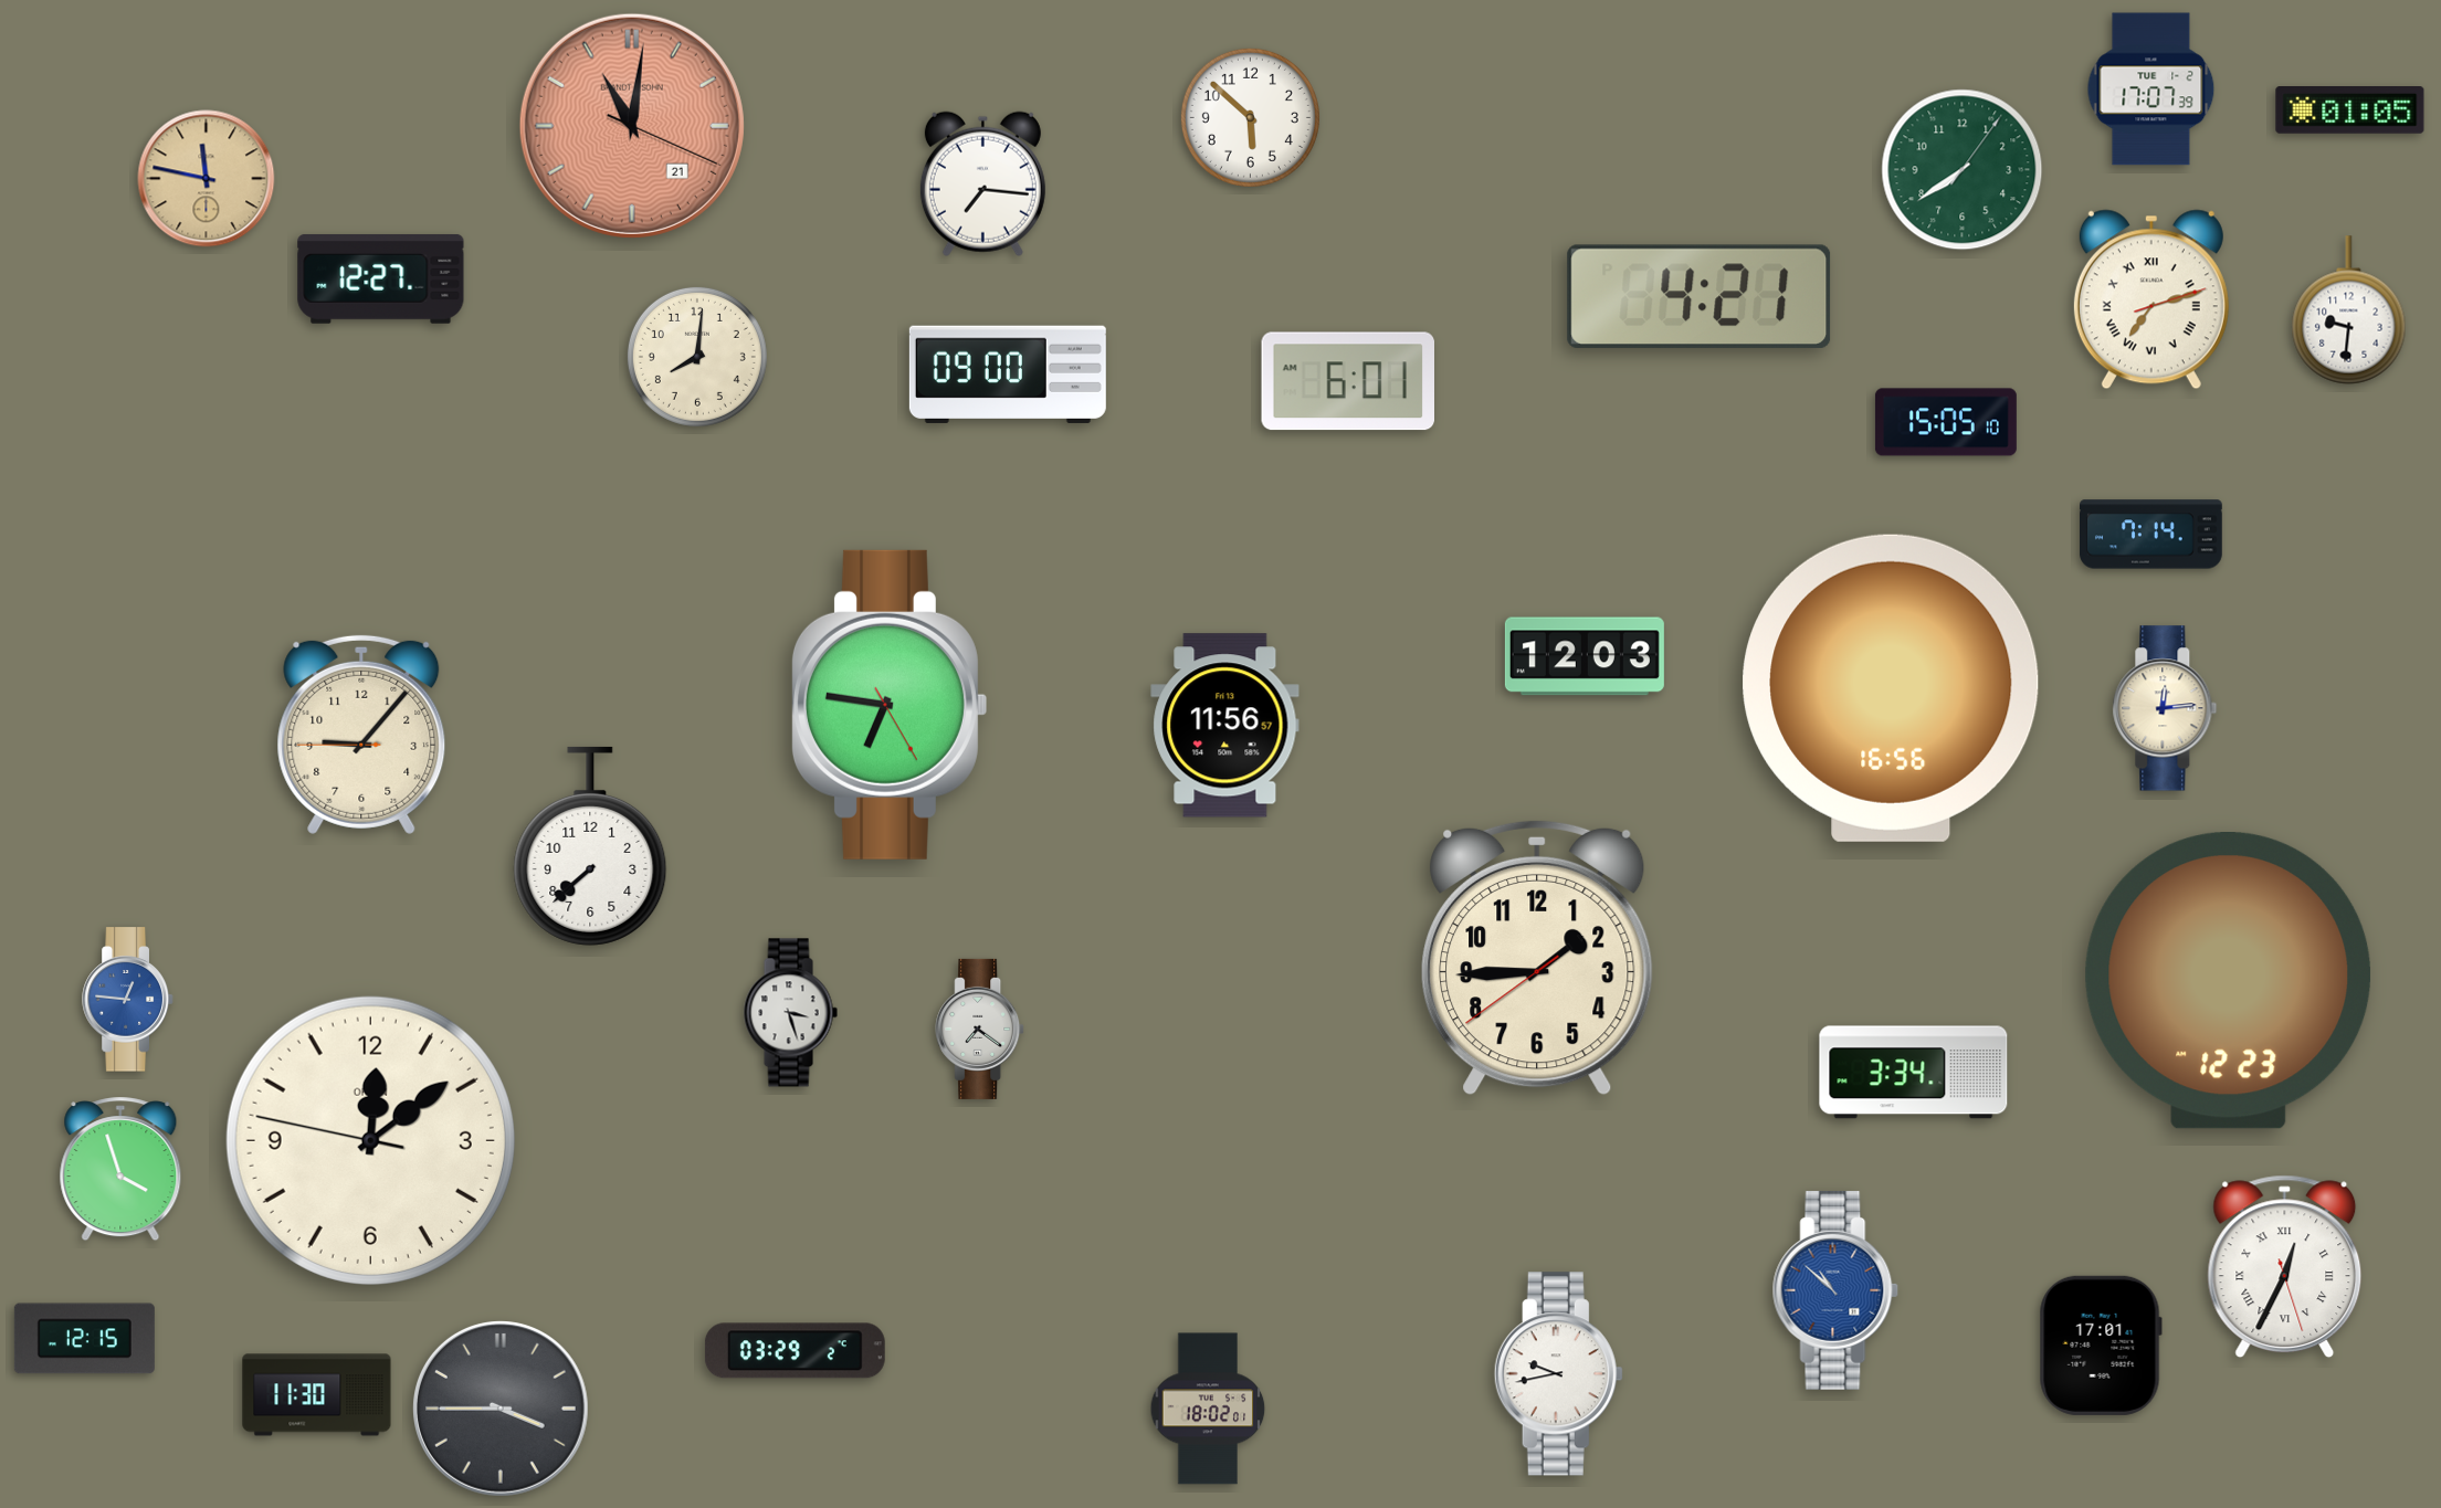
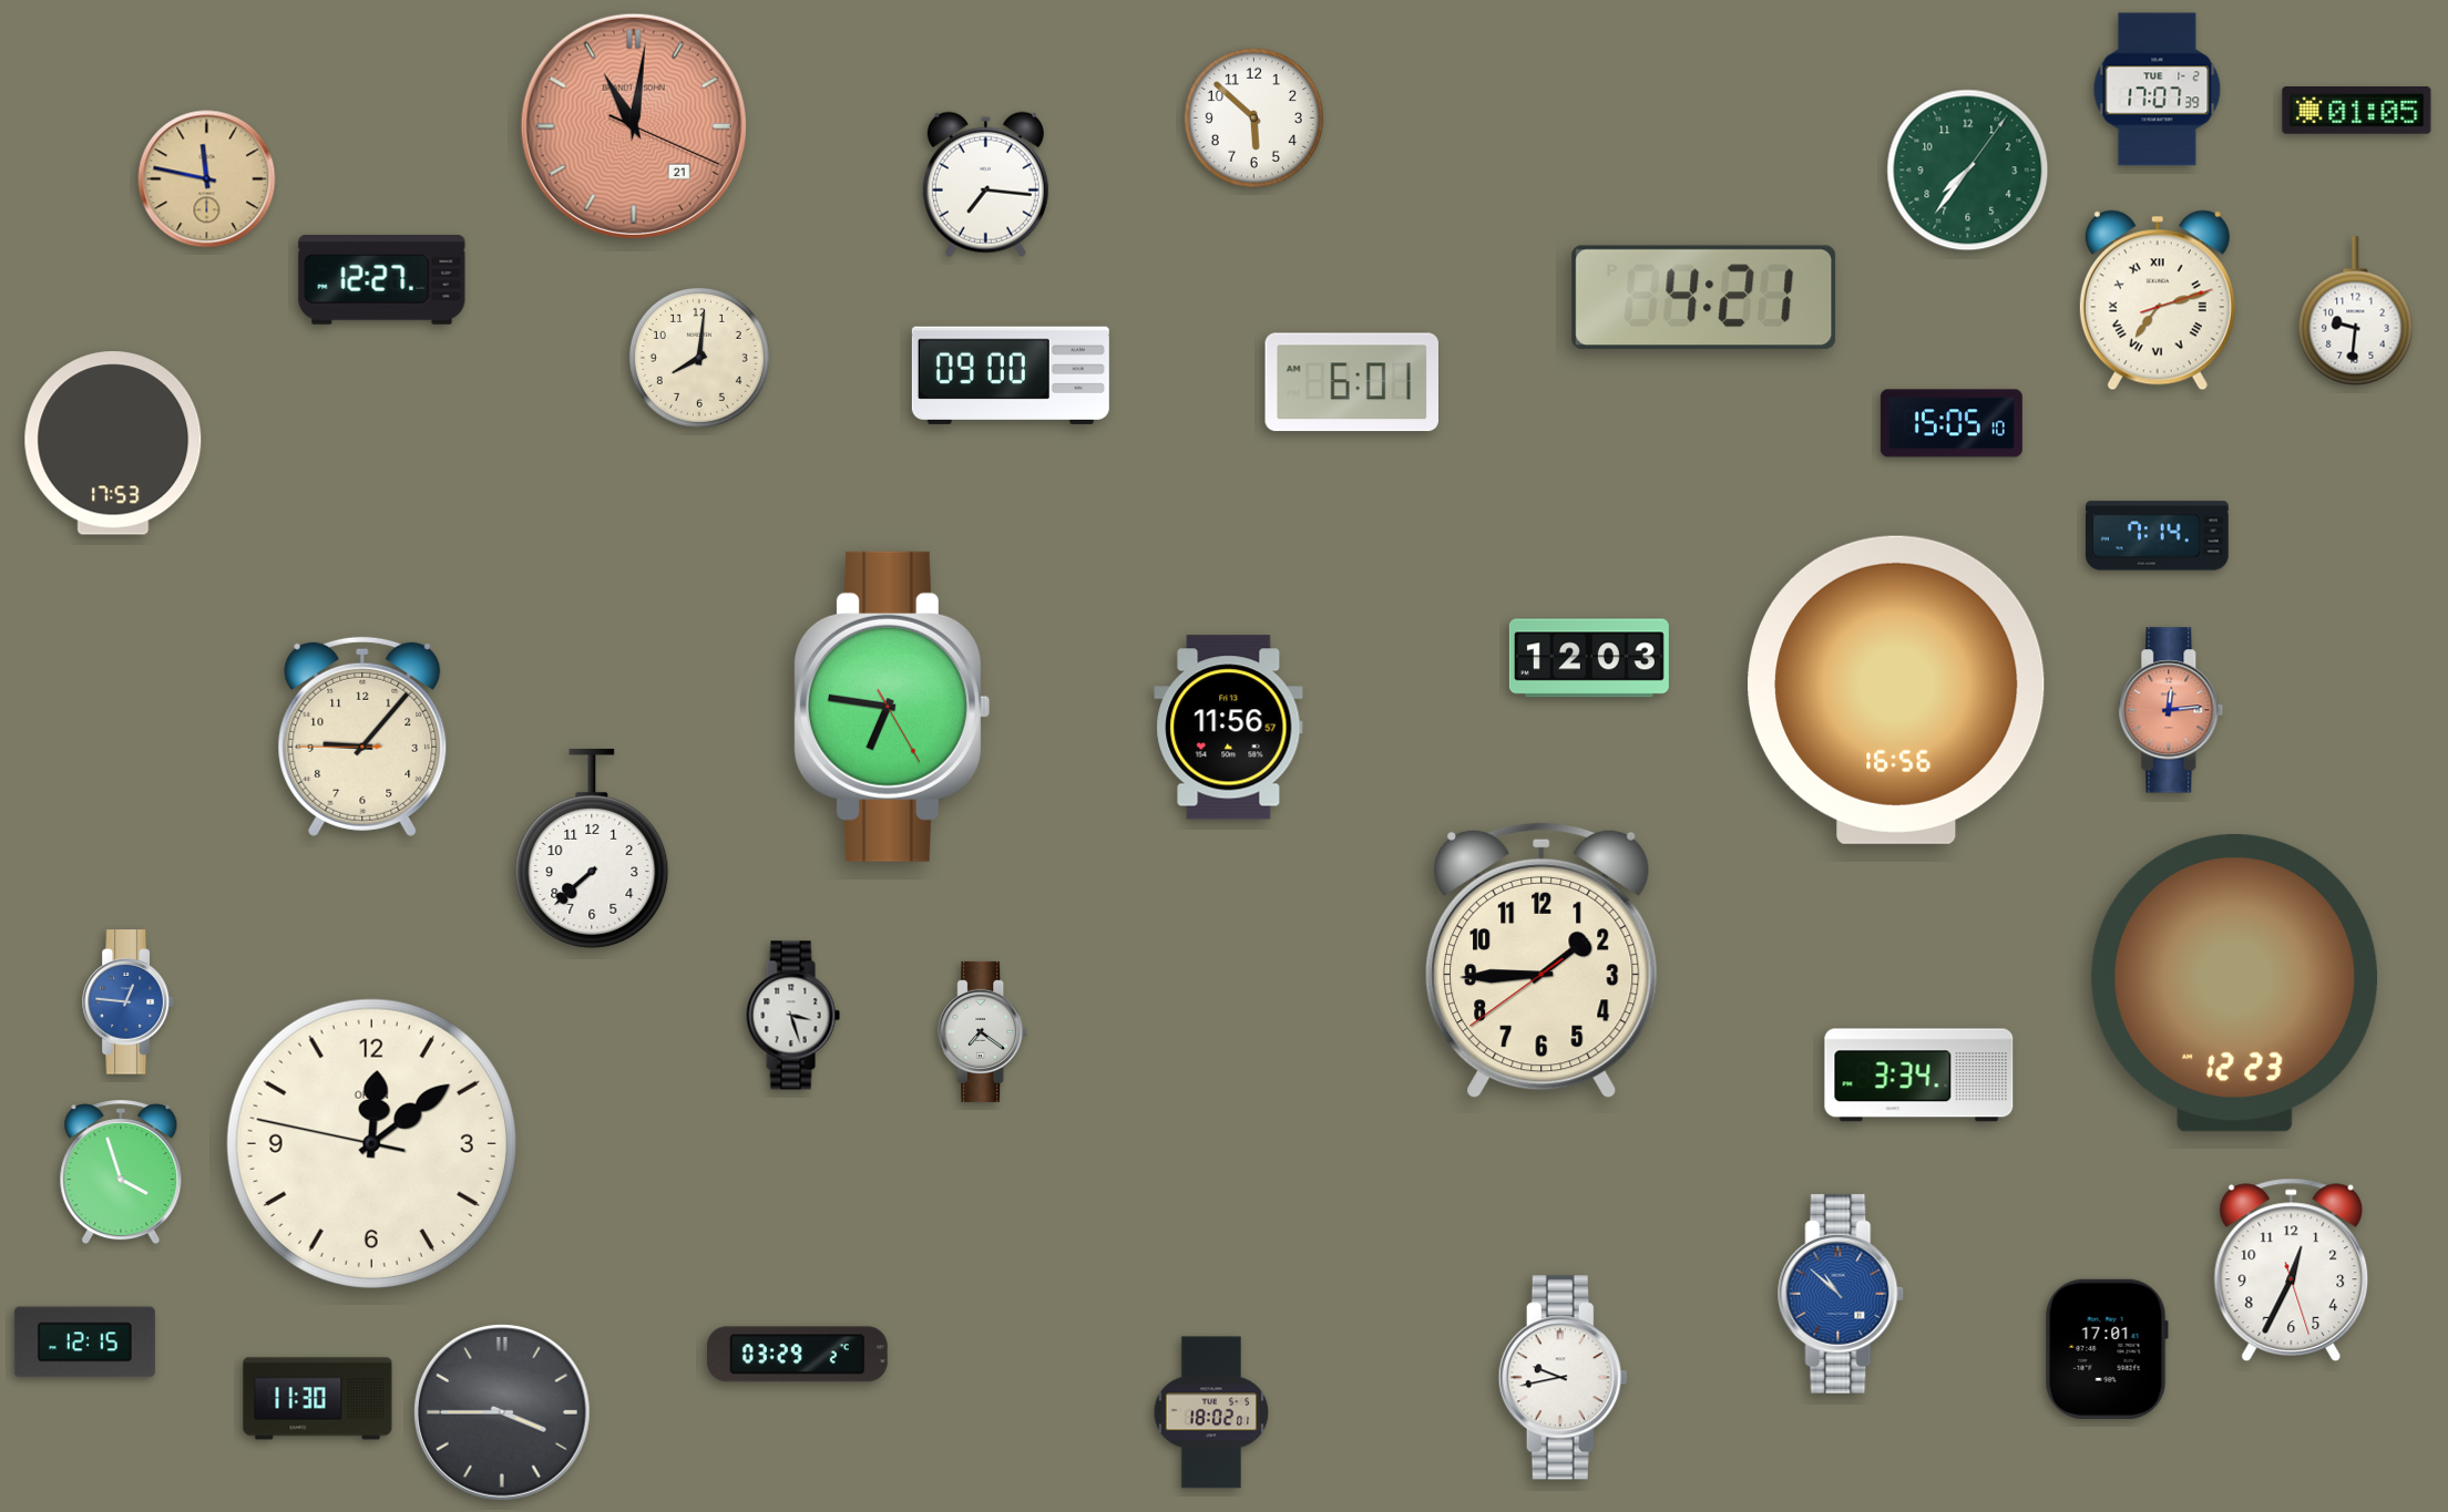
clock at (1963, 170): 7:39 -> 7:36
clock at (113, 443): none -> 17:53
clock at (2165, 708) dial: cream -> salmon
clock at (2285, 1267) numerals: Roman -> Arabic
